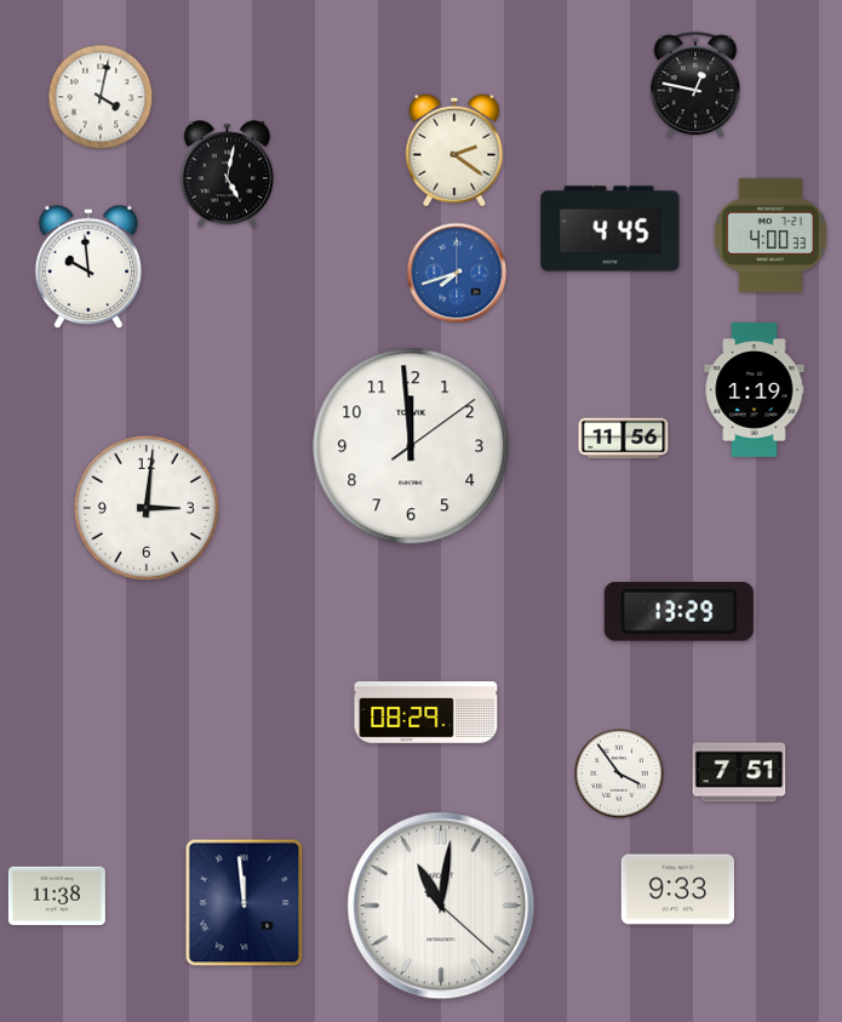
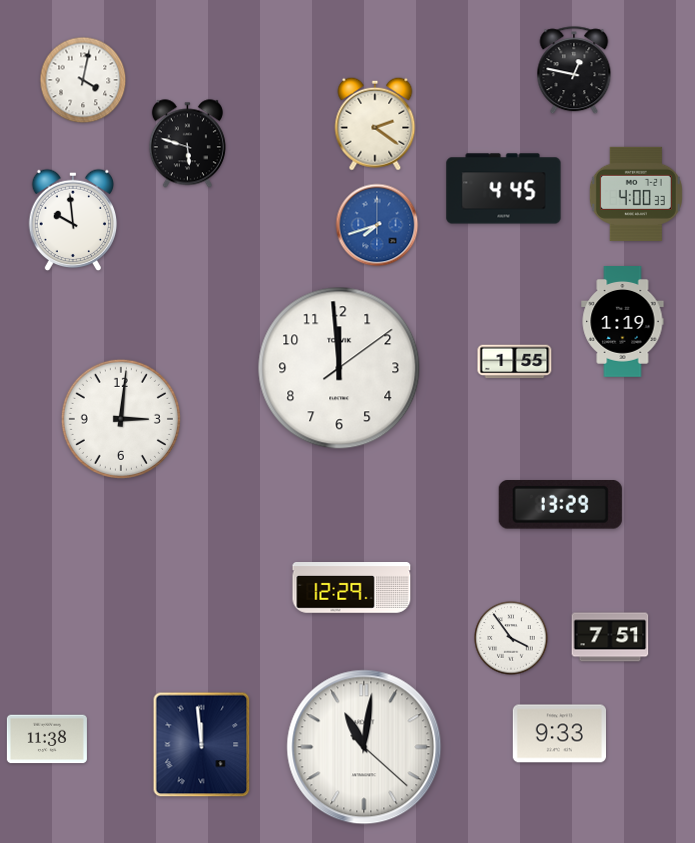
clock at (227, 175): 5:02 -> 5:48
clock at (624, 439): 11:56 -> 1:55
clock at (426, 713): 08:29 -> 12:29
